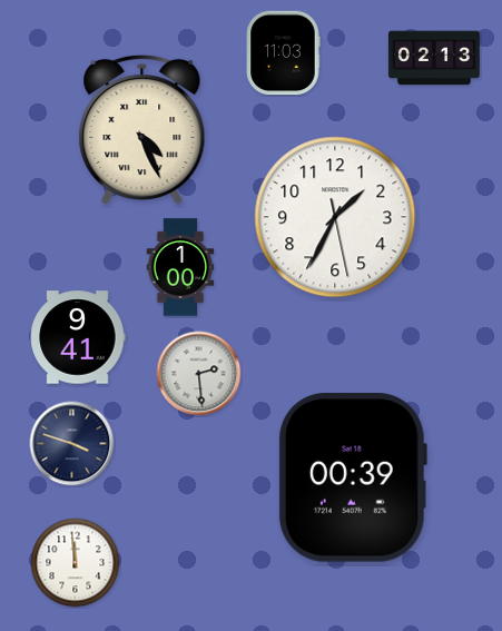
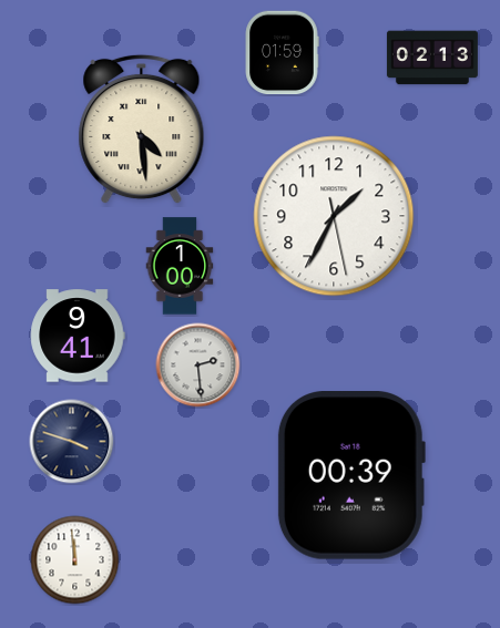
clock at (283, 53): 11:03 -> 01:59
clock at (142, 130): 4:26 -> 4:29
clock at (199, 374) position: (199, 374) -> (198, 366)
